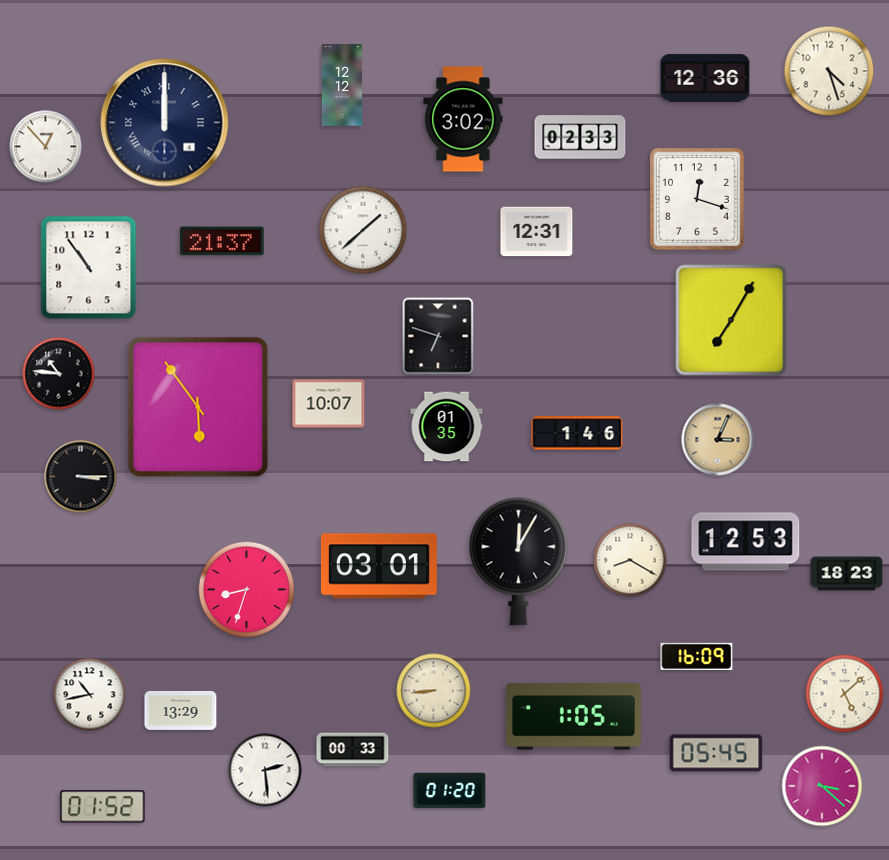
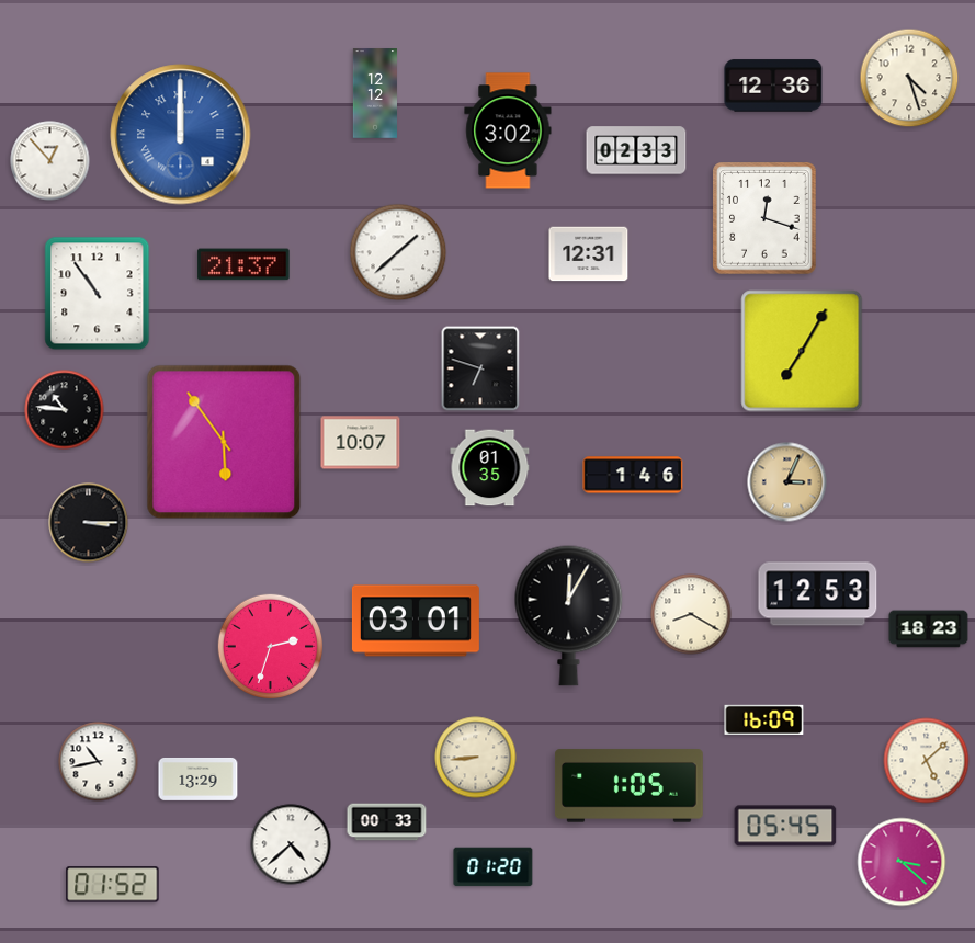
clock at (165, 123) dial: navy -> blue
clock at (198, 407) position: (198, 407) -> (224, 442)
clock at (246, 589): 8:33 -> 2:33
clock at (265, 770): 2:29 -> 4:38
